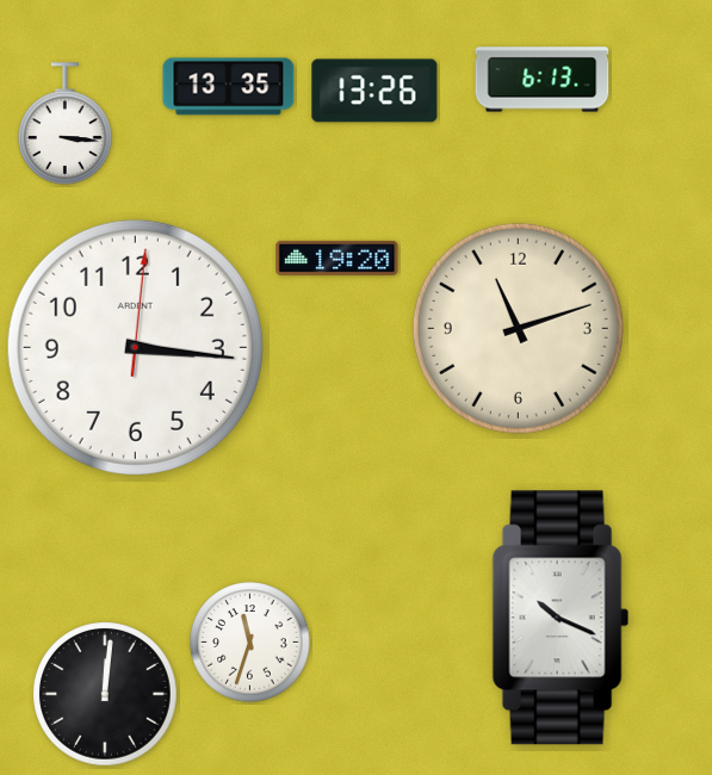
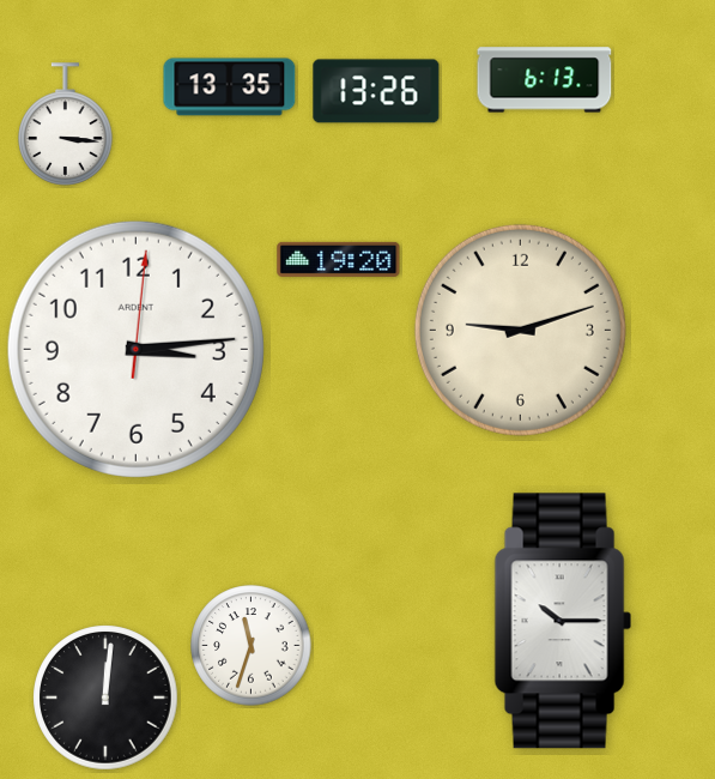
clock at (518, 328): 11:12 -> 9:12
clock at (135, 347): 3:16 -> 3:14
clock at (561, 618): 10:19 -> 10:15
